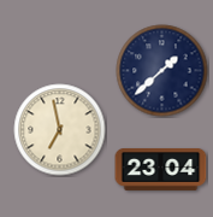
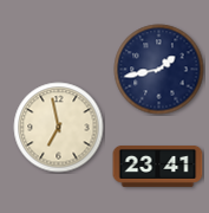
clock at (162, 71): 1:38 -> 1:43
clock at (161, 170): 23:04 -> 23:41
